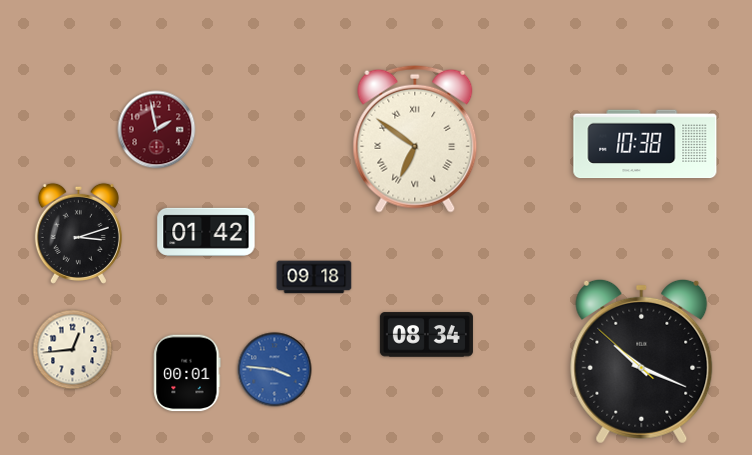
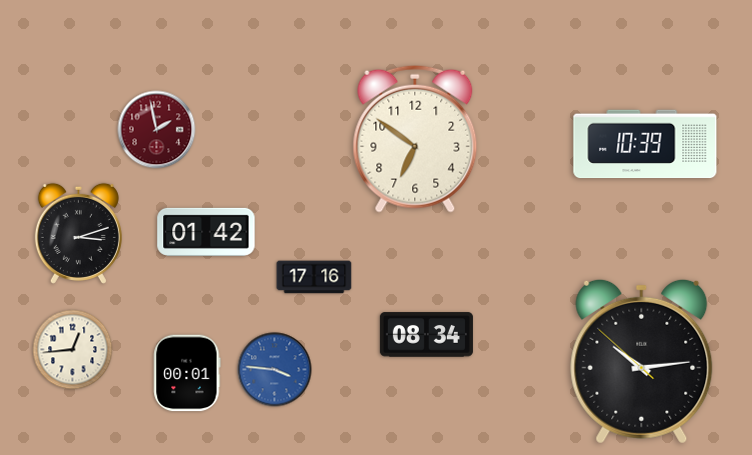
clock at (415, 139) numerals: Roman -> Arabic
clock at (645, 144): 10:38 -> 10:39
clock at (314, 277): 09:18 -> 17:16
clock at (642, 361): 10:18 -> 10:13
